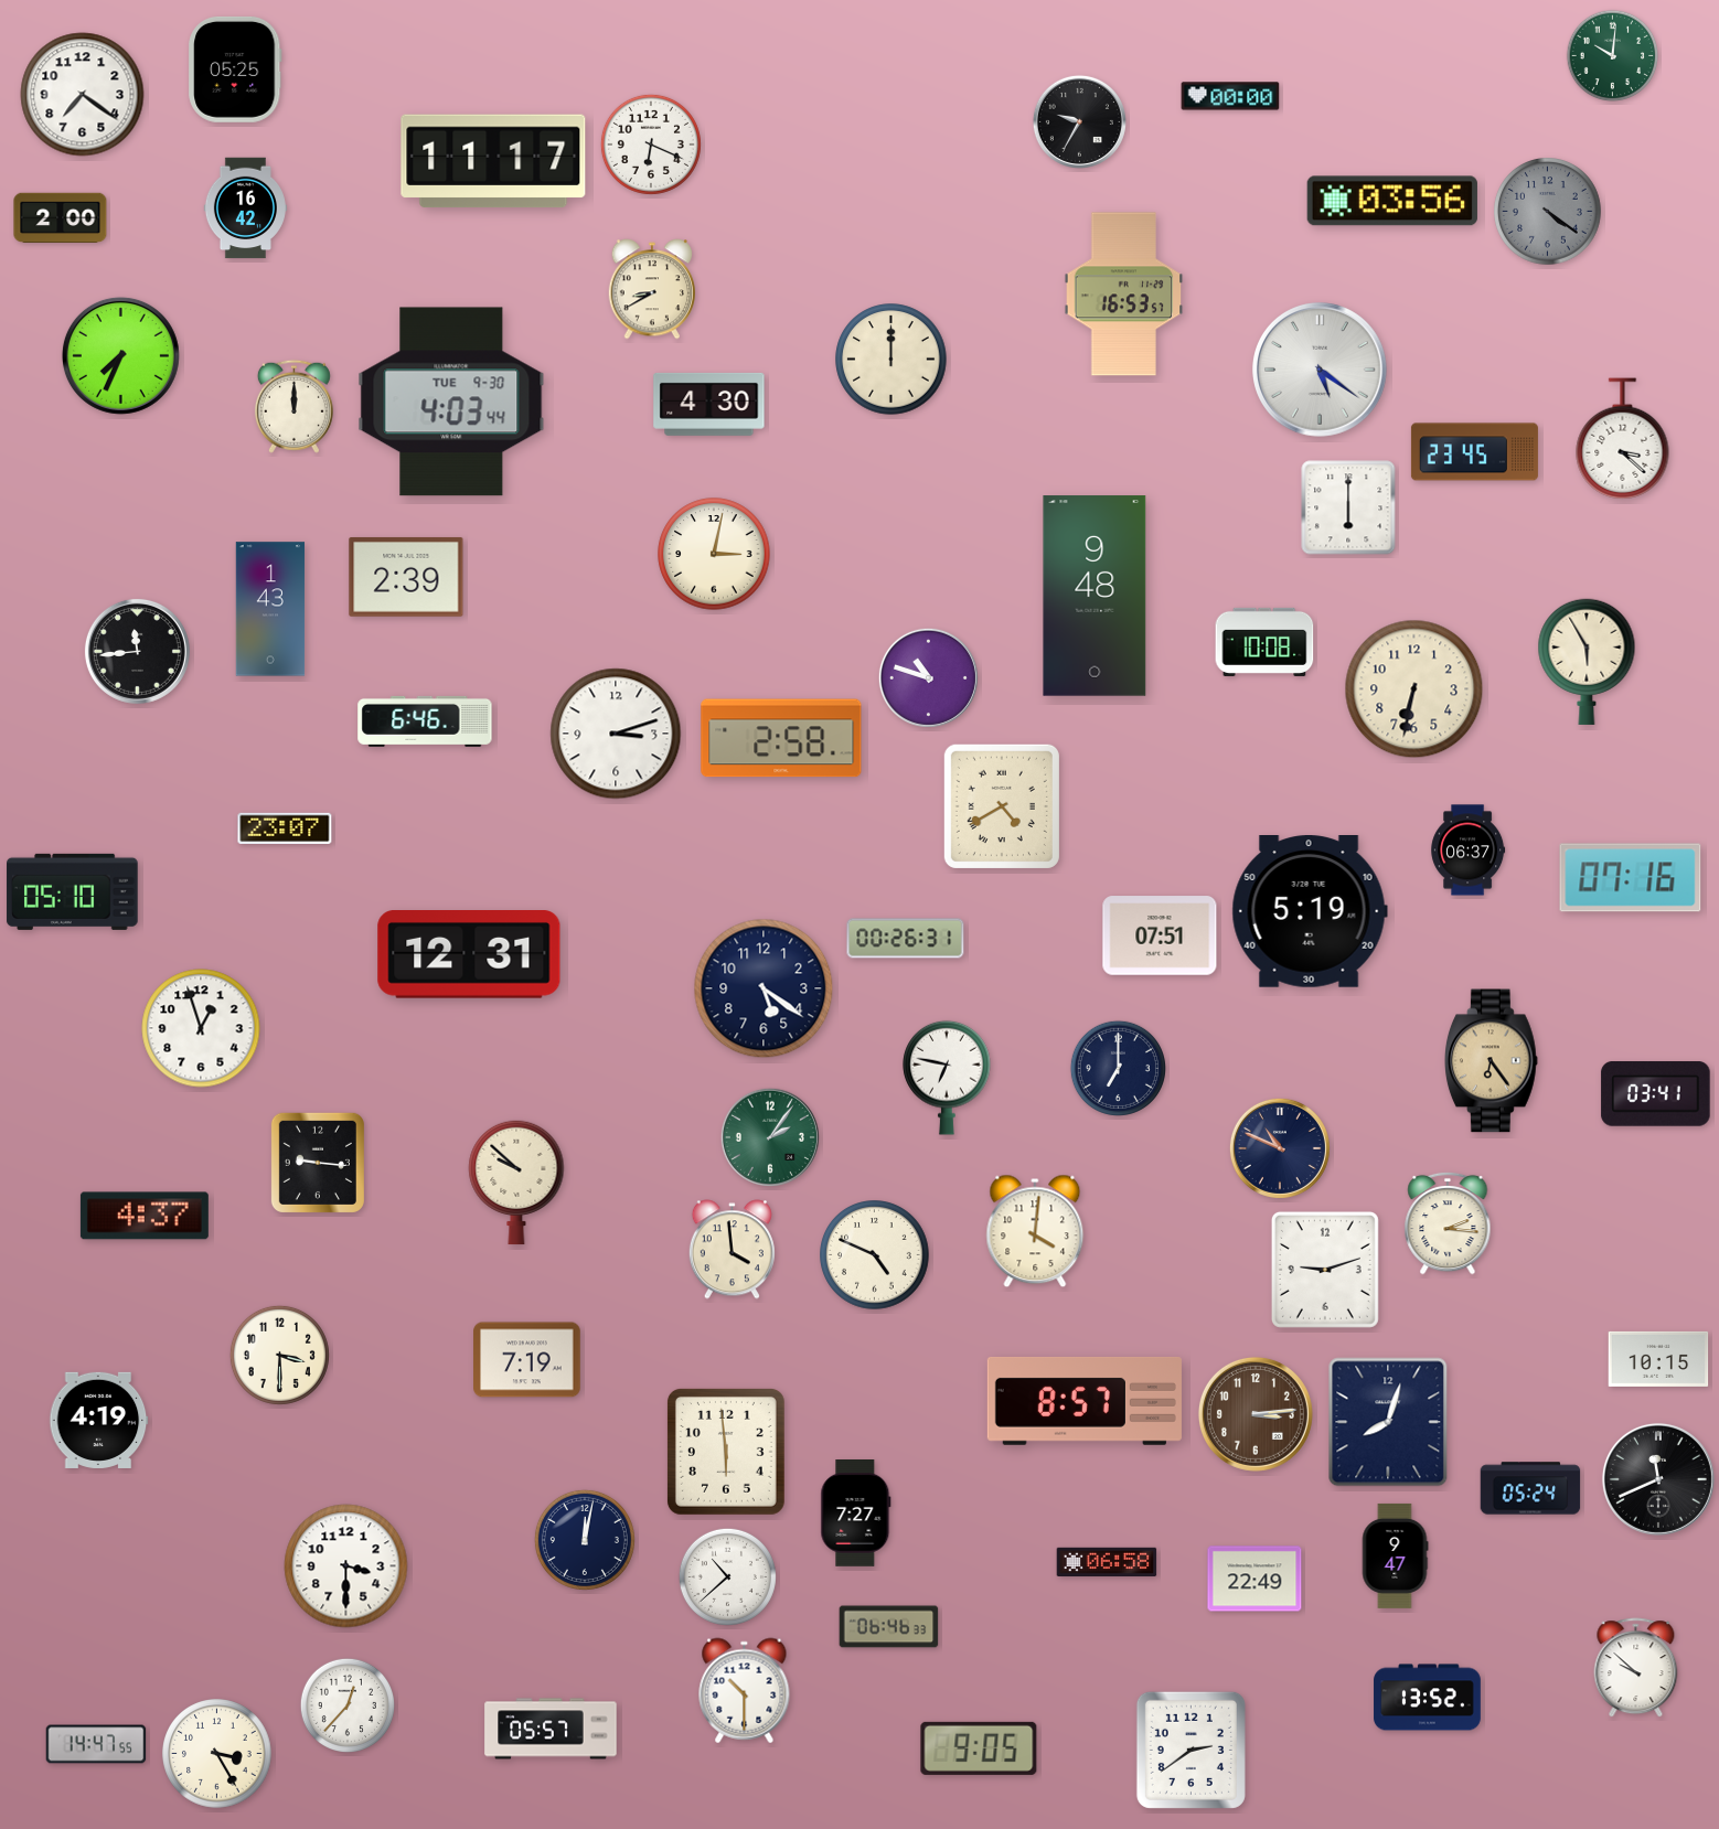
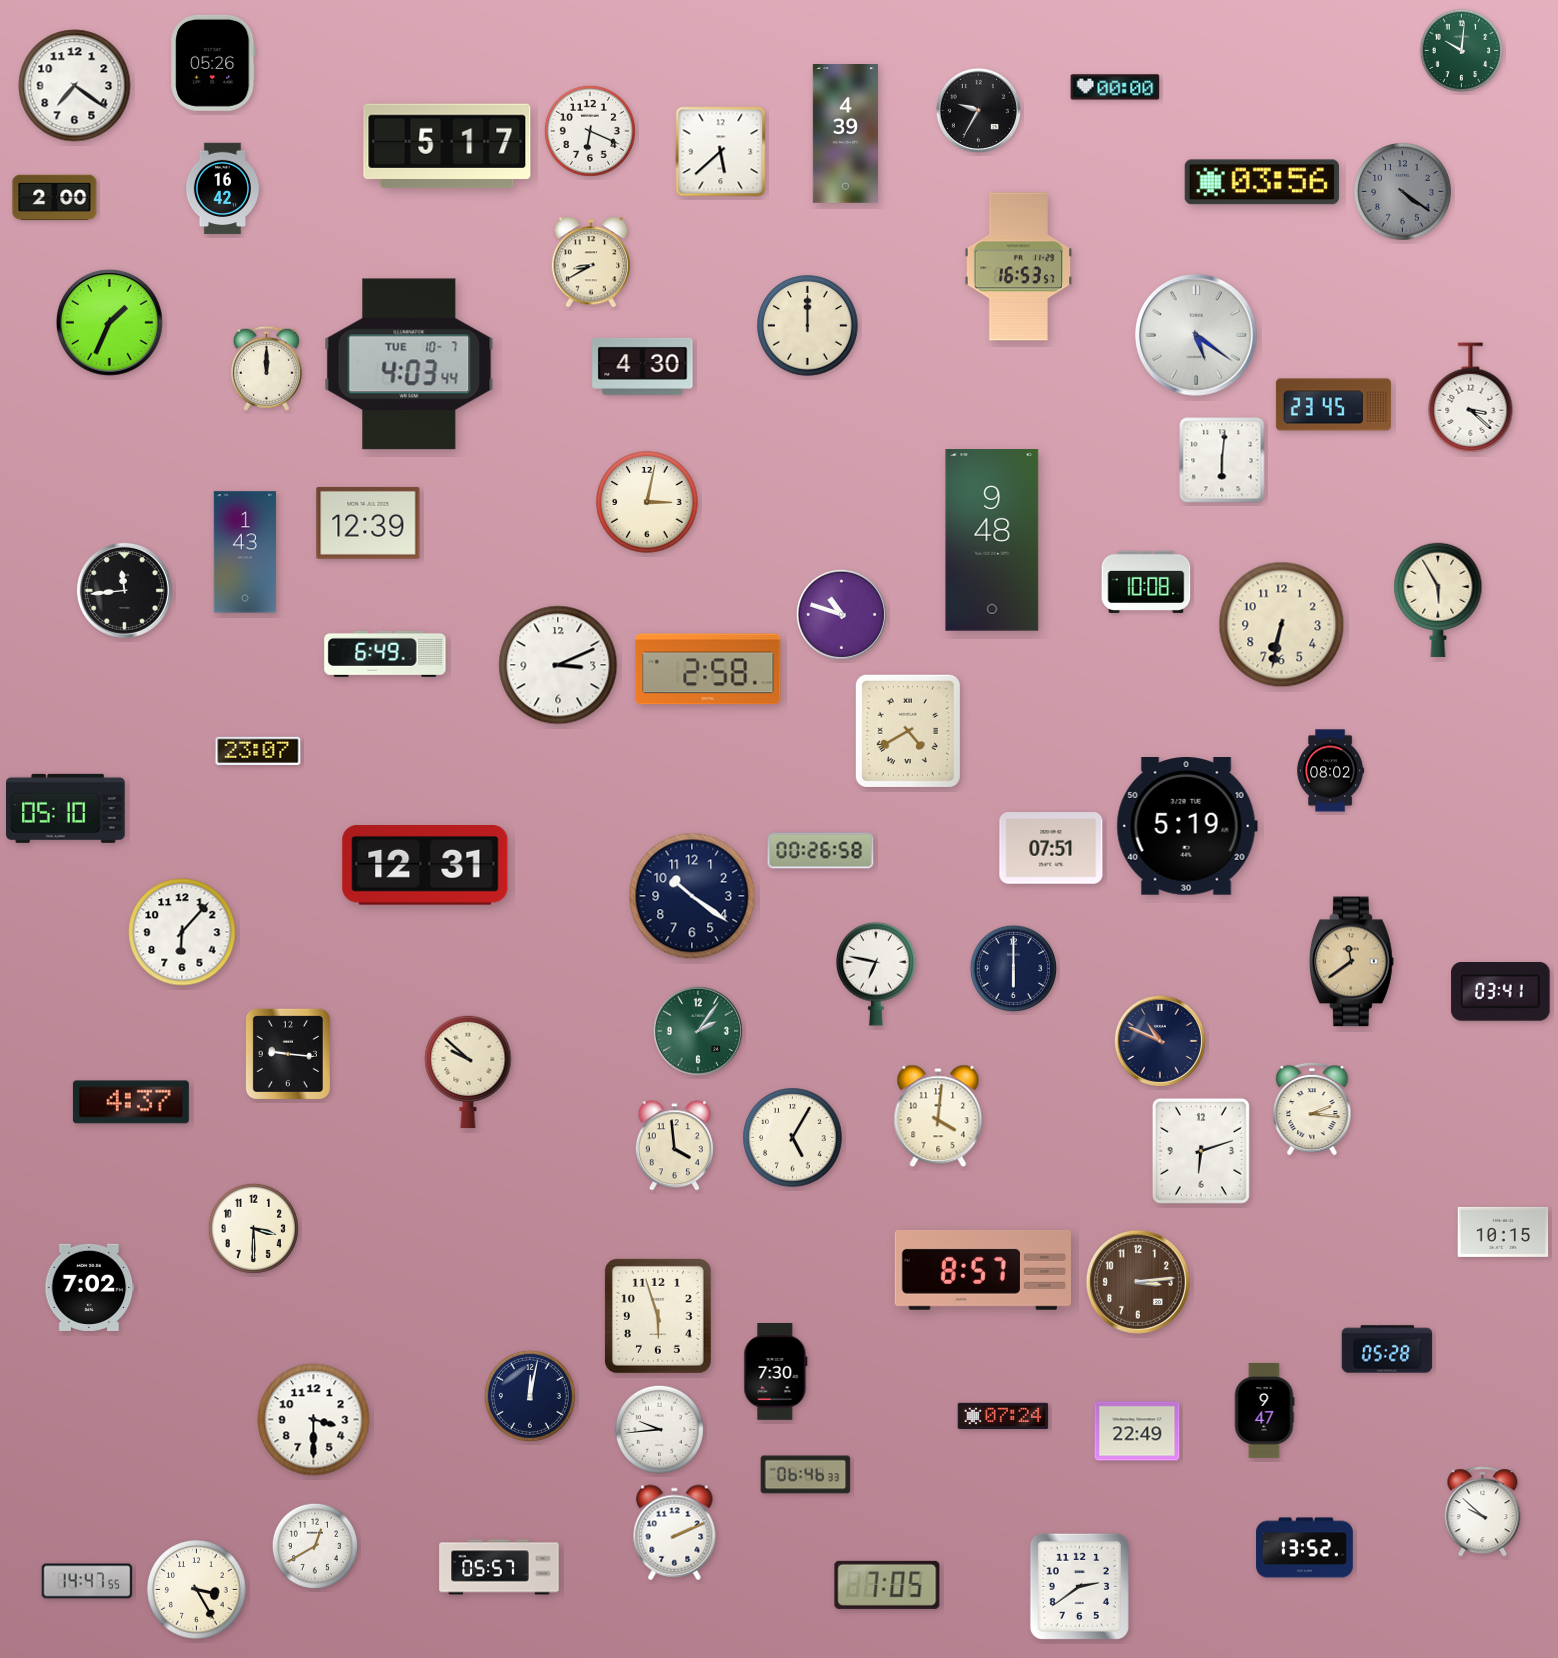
clock at (235, 69): 05:25 -> 05:26
clock at (845, 134): none -> 4:39
clock at (493, 161): 11:17 -> 5:17
clock at (721, 152): none -> 5:38
clock at (120, 355): 7:34 -> 1:34
clock at (451, 402) date: TUE 9-30 -> TUE 10-7
clock at (1474, 452) position: (1474, 452) -> (1333, 405)
clock at (1348, 507): 6:00 -> 6:01
clock at (406, 577): 2:39 -> 12:39
clock at (425, 721): 6:46 -> 6:49
clock at (616, 734): 3:12 -> 3:11
clock at (1469, 851): 06:37 -> 08:02
clock at (1631, 878): 07:16 -> none
clock at (906, 939): 00:26:31 -> 00:26:58
clock at (764, 988): 5:21 -> 10:21
clock at (201, 1028): 12:57 -> 6:07
clock at (1492, 1061): 6:24 -> 11:39
clock at (1118, 1068): 7:00 -> 6:00
clock at (947, 1078) position: (947, 1078) -> (876, 974)
clock at (732, 1250) position: (732, 1250) -> (674, 1146)
clock at (875, 1255): 4:49 -> 5:05
clock at (1325, 1270): 9:12 -> 6:12
clock at (527, 1360): 7:19 -> none
clock at (99, 1420): 4:19 -> 7:02
clock at (1388, 1422): 8:03 -> none
clock at (726, 1452): 5:59 -> 5:57
clock at (1658, 1479): 11:41 -> none
clock at (1530, 1488): 05:24 -> 05:28
clock at (856, 1514): 7:27 -> 7:30
clock at (1107, 1561): 06:58 -> 07:24
clock at (727, 1576): 10:38 -> 9:44
clock at (745, 1691): 10:30 -> 2:11
clock at (1428, 1698) position: (1428, 1698) -> (1305, 1548)
clock at (346, 1704): 12:37 -> 12:40
clock at (979, 1748): 9:05 -> 7:05
